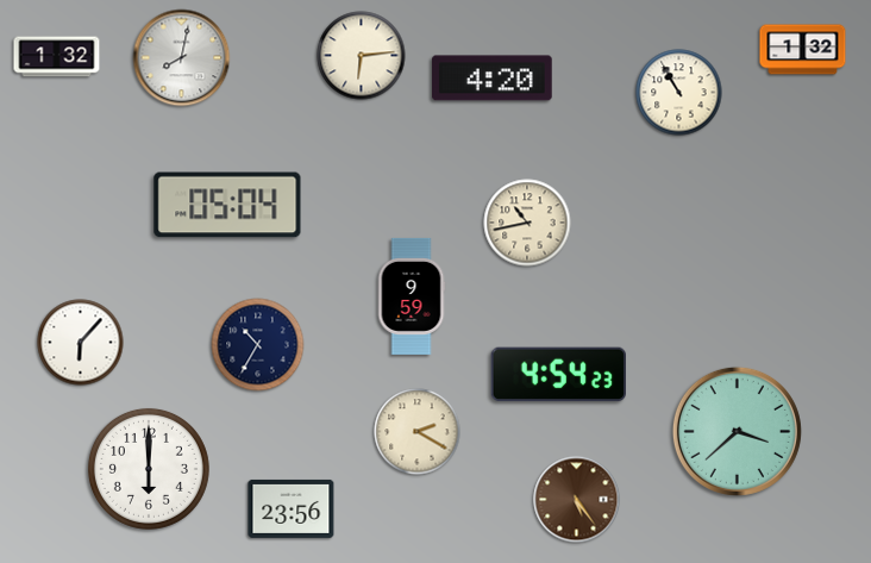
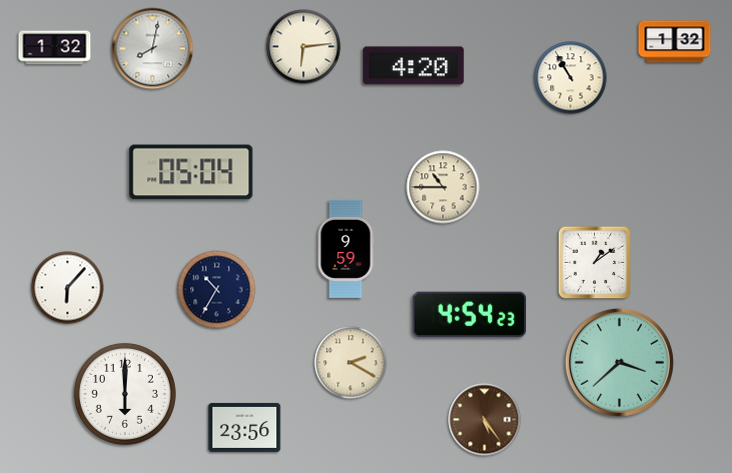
clock at (57, 57) position: (57, 57) -> (55, 48)
clock at (527, 223): 10:43 -> 10:45
clock at (595, 263): none -> 1:09
